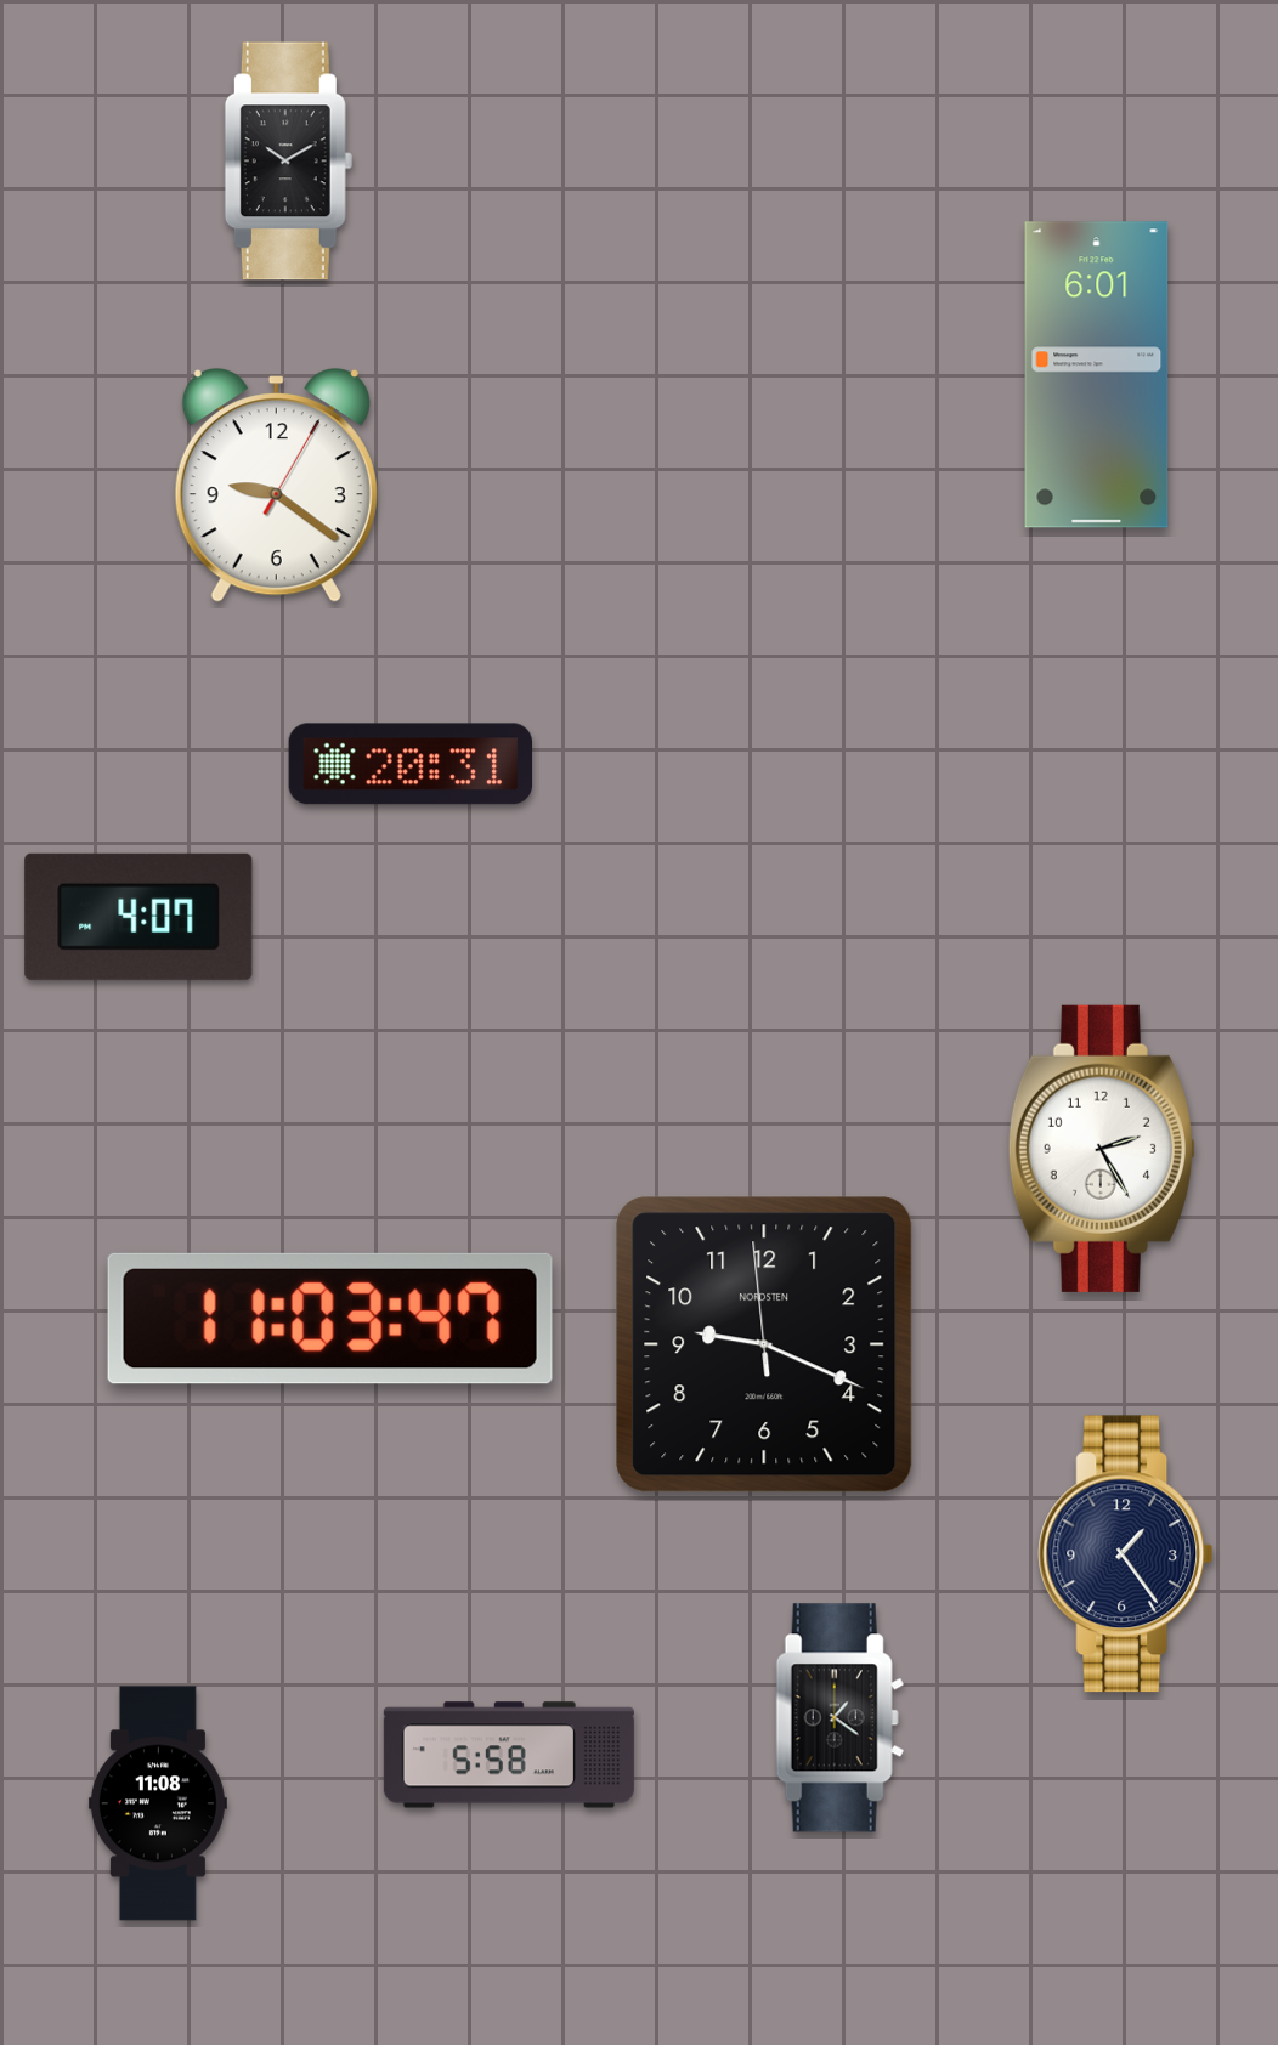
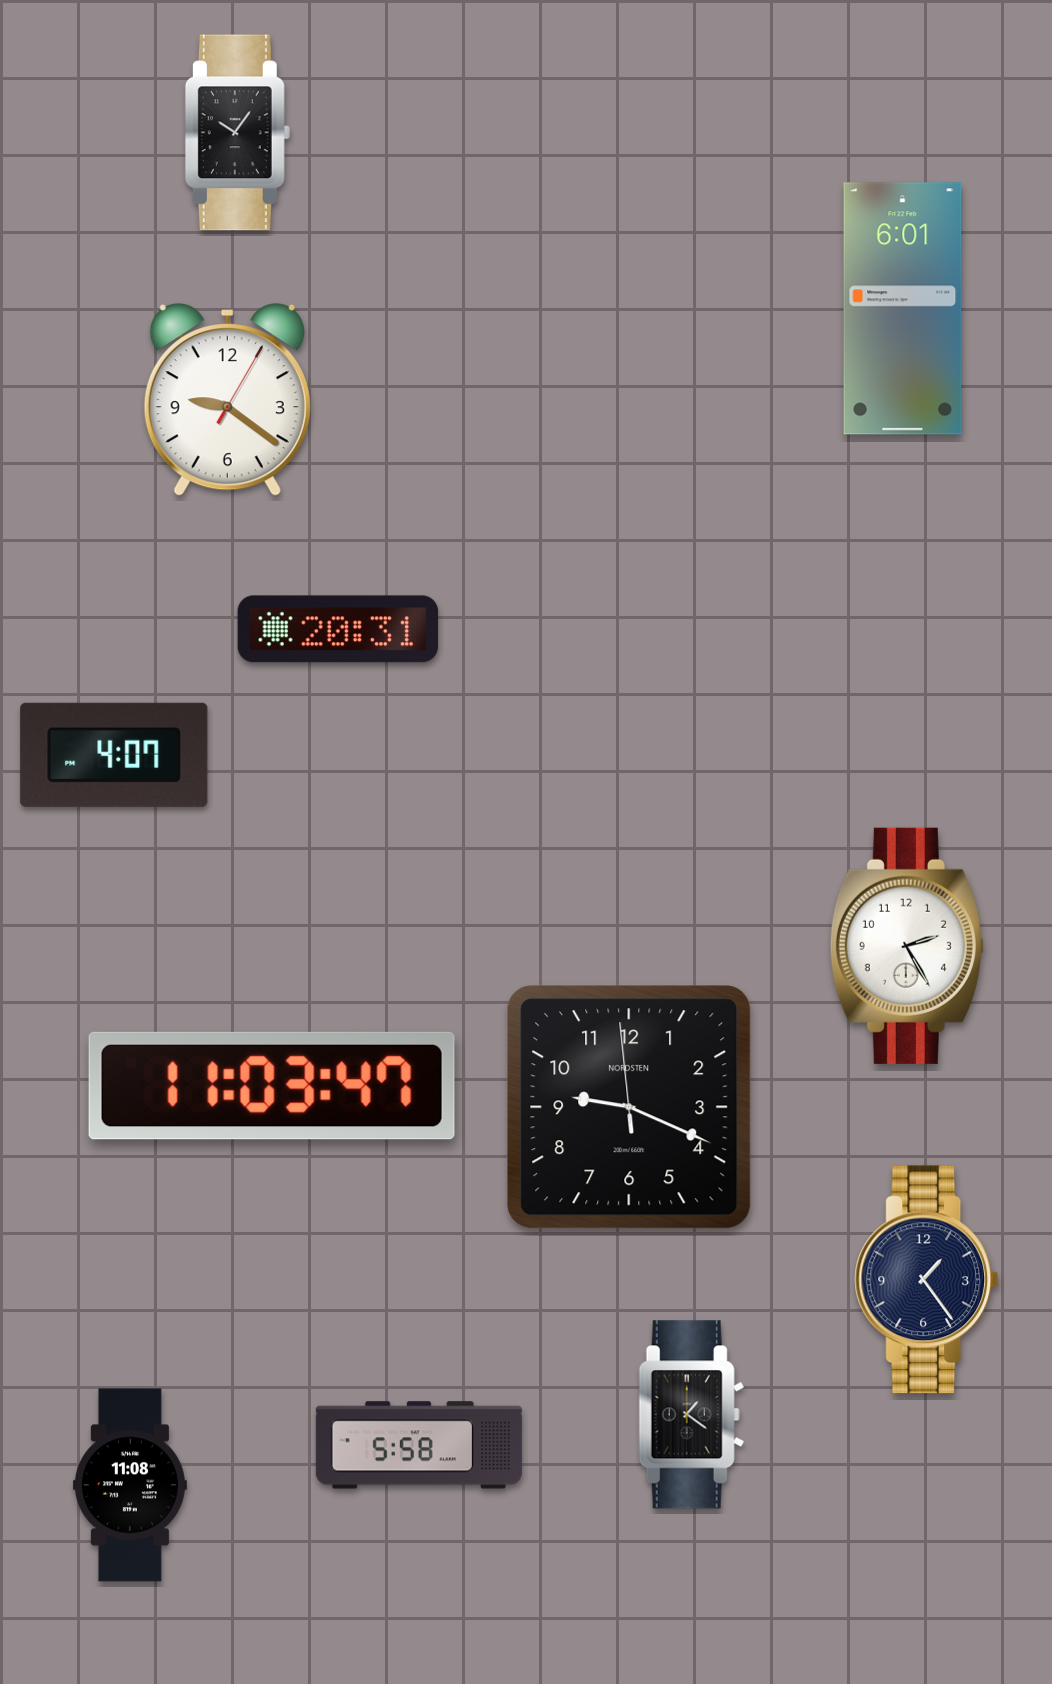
clock at (288, 162): 10:10 -> 10:06
